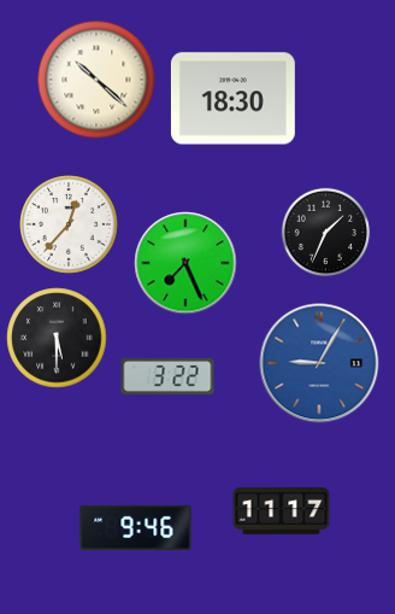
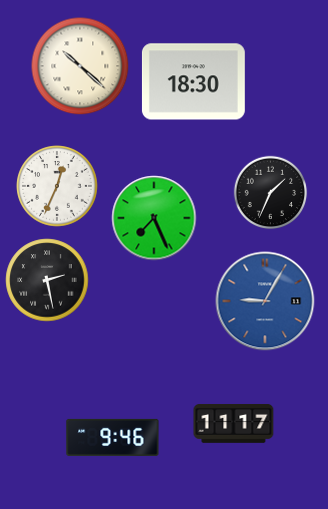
clock at (69, 224): 12:37 -> 12:34
clock at (57, 338): 5:30 -> 2:28
clock at (167, 376): 3:22 -> none
